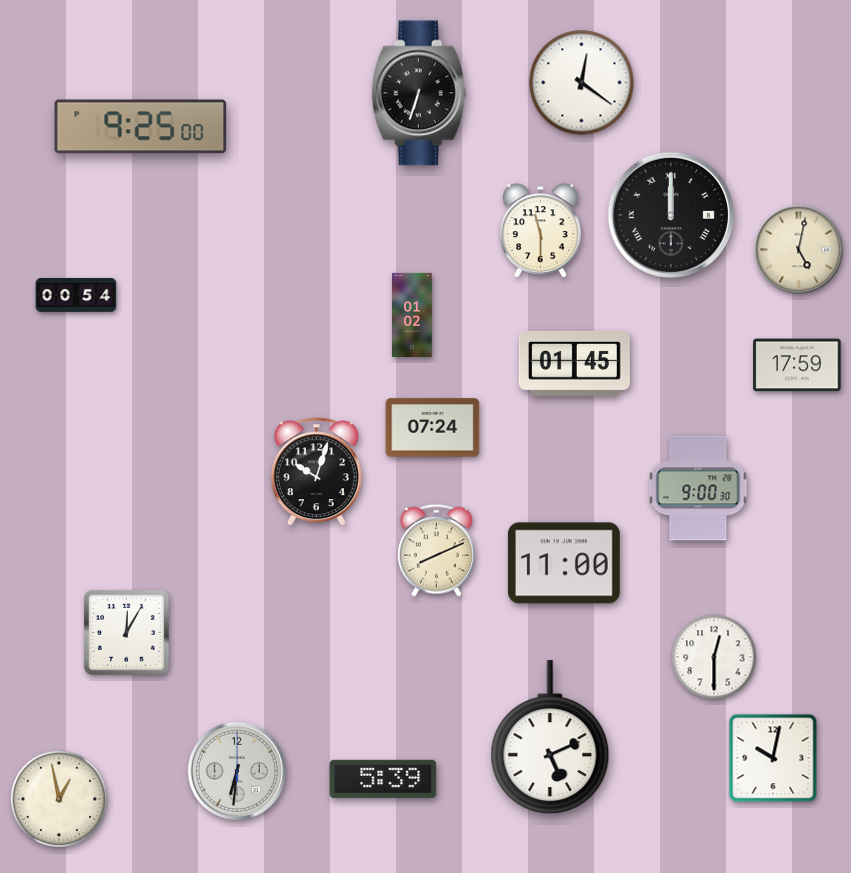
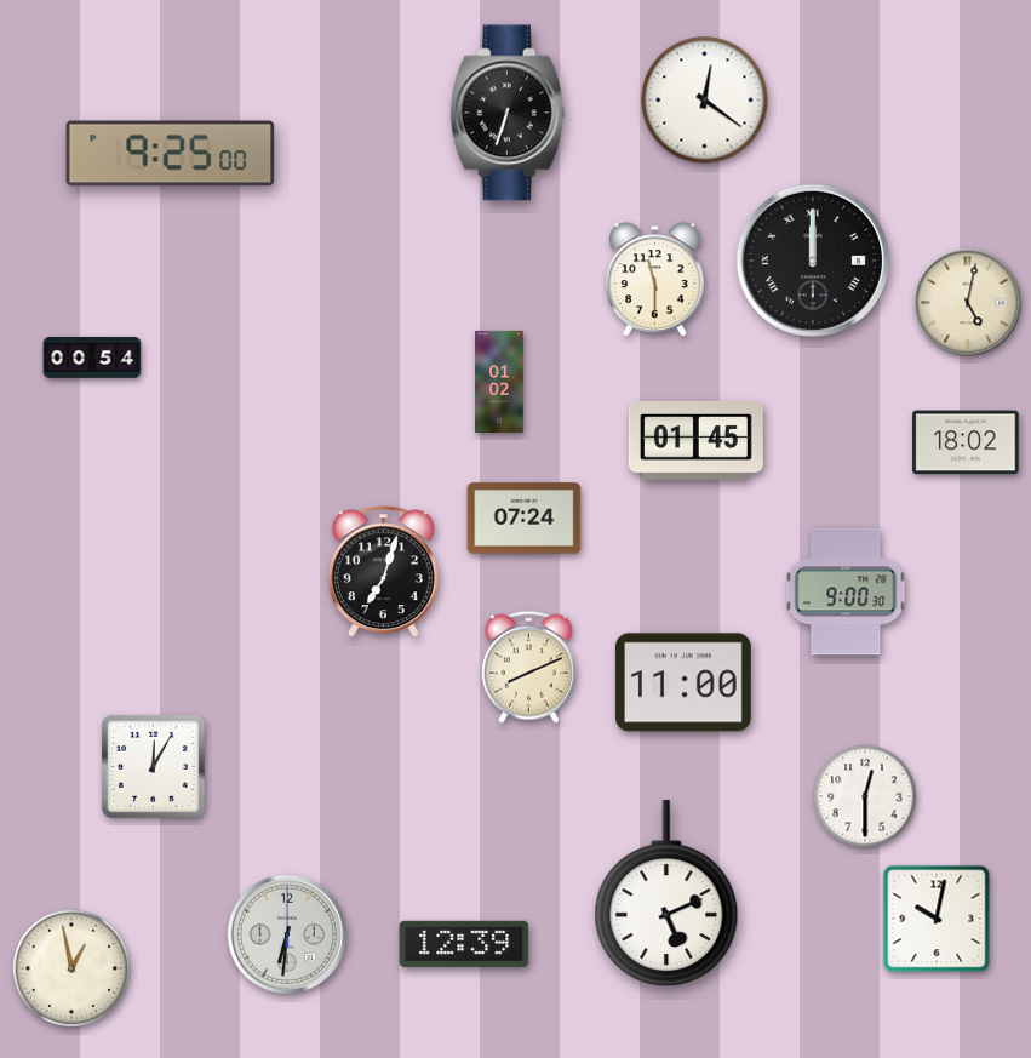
clock at (797, 365): 17:59 -> 18:02
clock at (316, 472): 10:03 -> 7:03
clock at (383, 779): 5:39 -> 12:39
